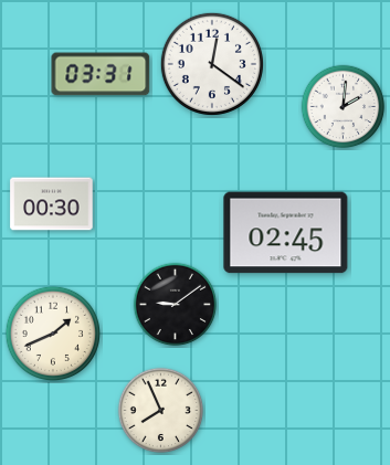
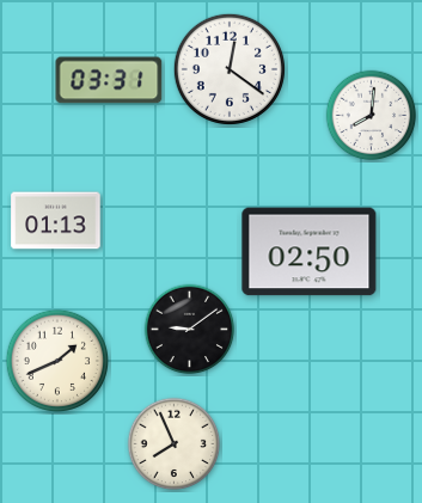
clock at (344, 107): 2:01 -> 8:01
clock at (52, 204): 00:30 -> 01:13
clock at (286, 233): 02:45 -> 02:50
